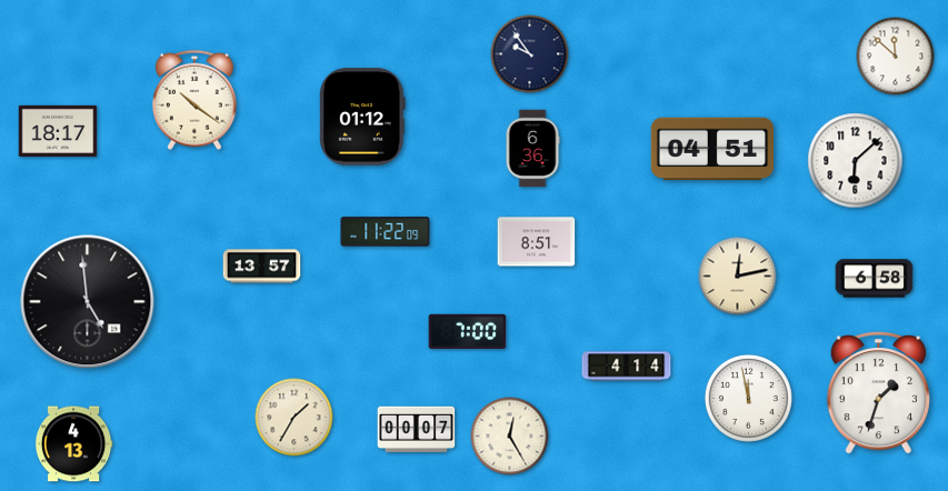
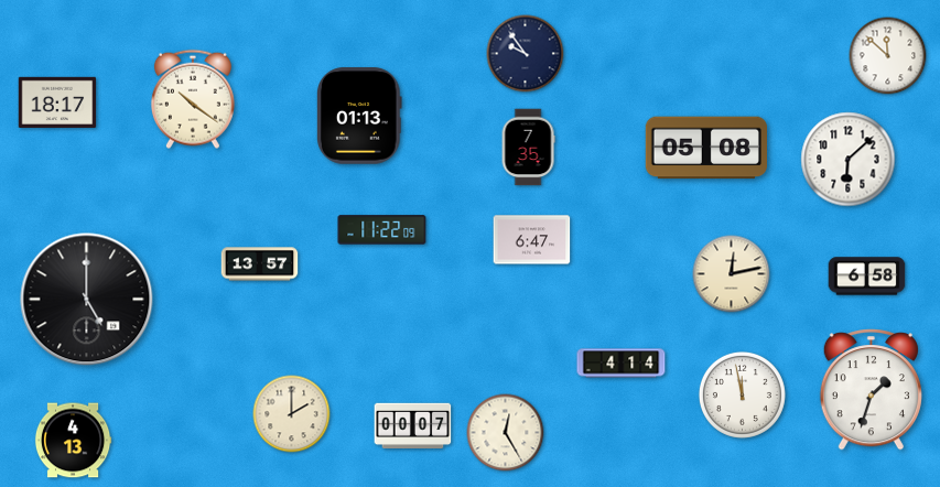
clock at (363, 117): 01:12 -> 01:13
clock at (58, 130) position: (58, 130) -> (57, 101)
clock at (532, 149): 6:36 -> 7:35
clock at (711, 149): 04:51 -> 05:08
clock at (537, 242): 8:51 -> 6:47
clock at (88, 302): 4:59 -> 5:00
clock at (468, 331): 7:00 -> none
clock at (295, 418): 1:35 -> 2:00
